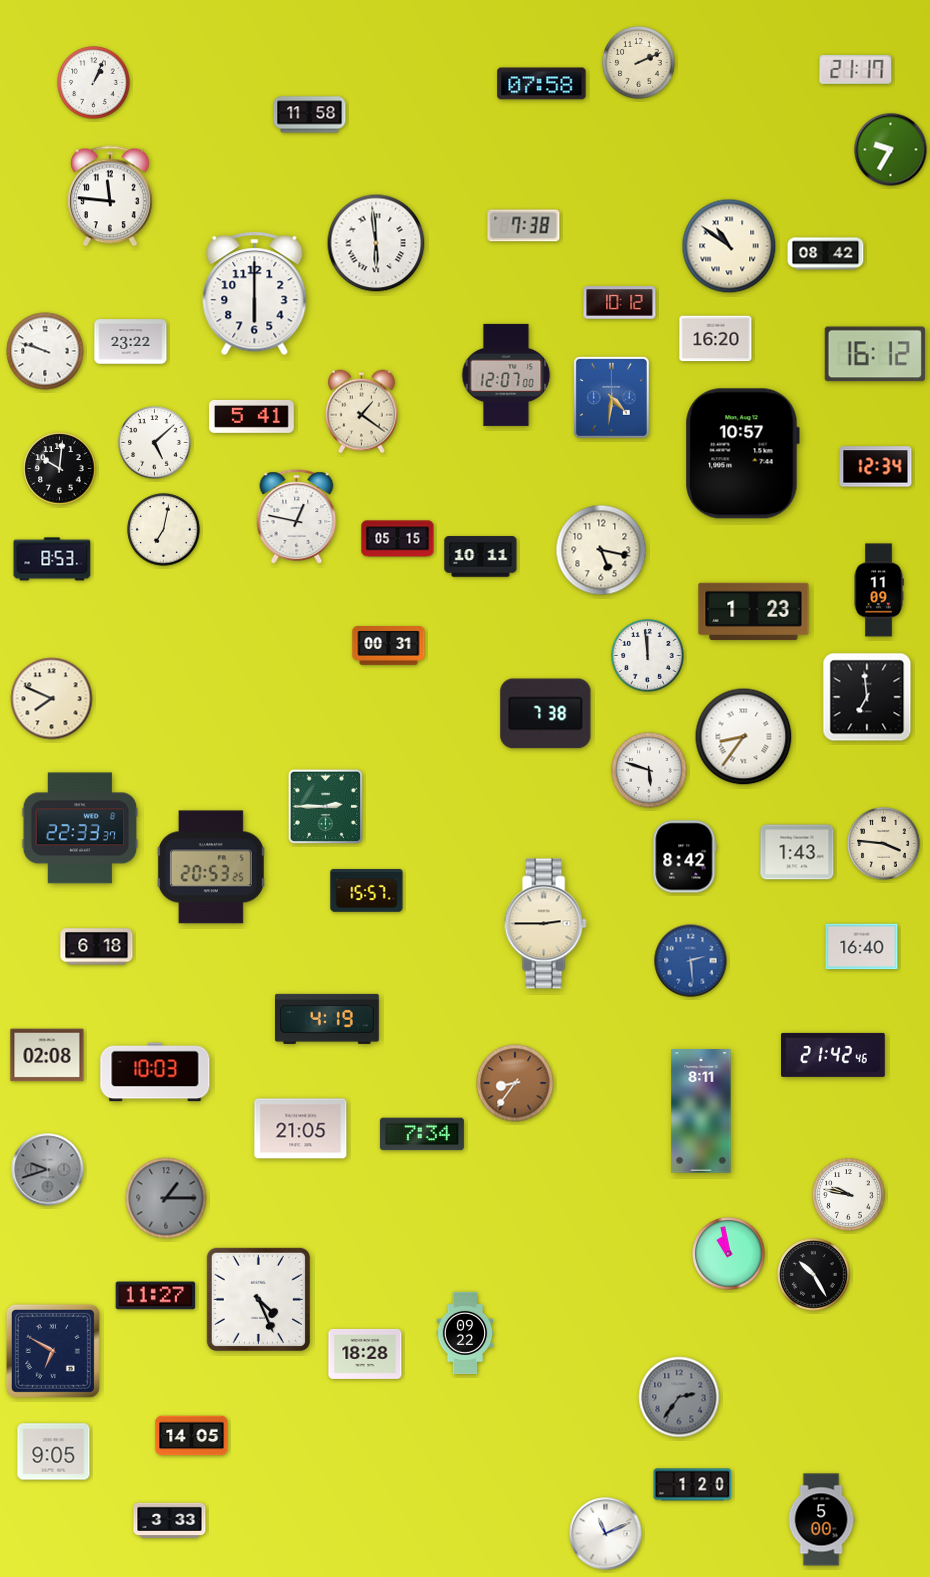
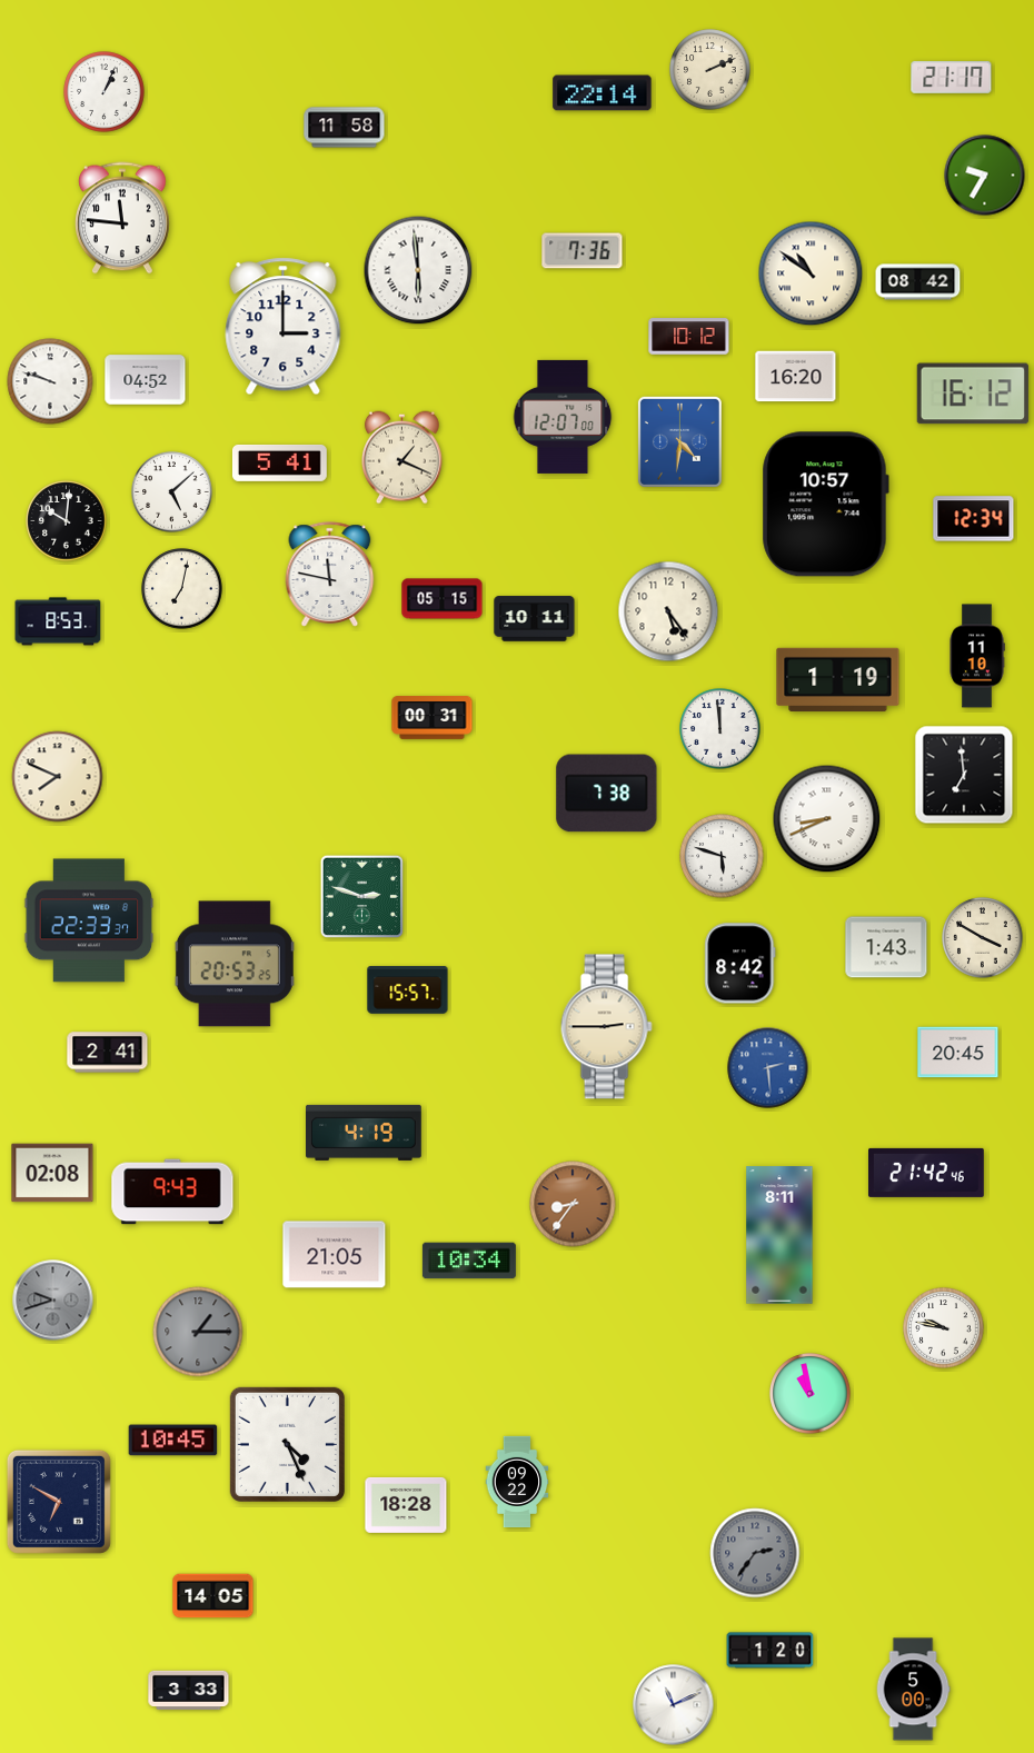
clock at (542, 84): 07:58 -> 22:14
clock at (891, 150) position: (891, 150) -> (985, 176)
clock at (524, 226): 7:38 -> 7:36
clock at (255, 294): 6:00 -> 3:00
clock at (131, 342): 23:22 -> 04:52
clock at (45, 351) position: (45, 351) -> (50, 381)
clock at (362, 412): 1:21 -> 1:19
clock at (297, 517): 12:47 -> 11:47
clock at (601, 550): 5:17 -> 5:24
clock at (879, 590): 11:09 -> 11:10
clock at (754, 612): 1:23 -> 1:19
clock at (744, 737): 8:36 -> 8:41
clock at (326, 807): 2:45 -> 2:48
clock at (884, 844): 3:46 -> 3:50
clock at (685, 857) position: (685, 857) -> (740, 964)
clock at (97, 947): 6:18 -> 2:41
clock at (862, 947): 16:40 -> 20:45
clock at (155, 1072): 10:03 -> 9:43
clock at (422, 1134): 7:34 -> 10:34
clock at (166, 1198) position: (166, 1198) -> (198, 1332)
clock at (814, 1275): 10:25 -> none
clock at (156, 1296): 11:27 -> 10:45
clock at (54, 1452): 9:05 -> none
